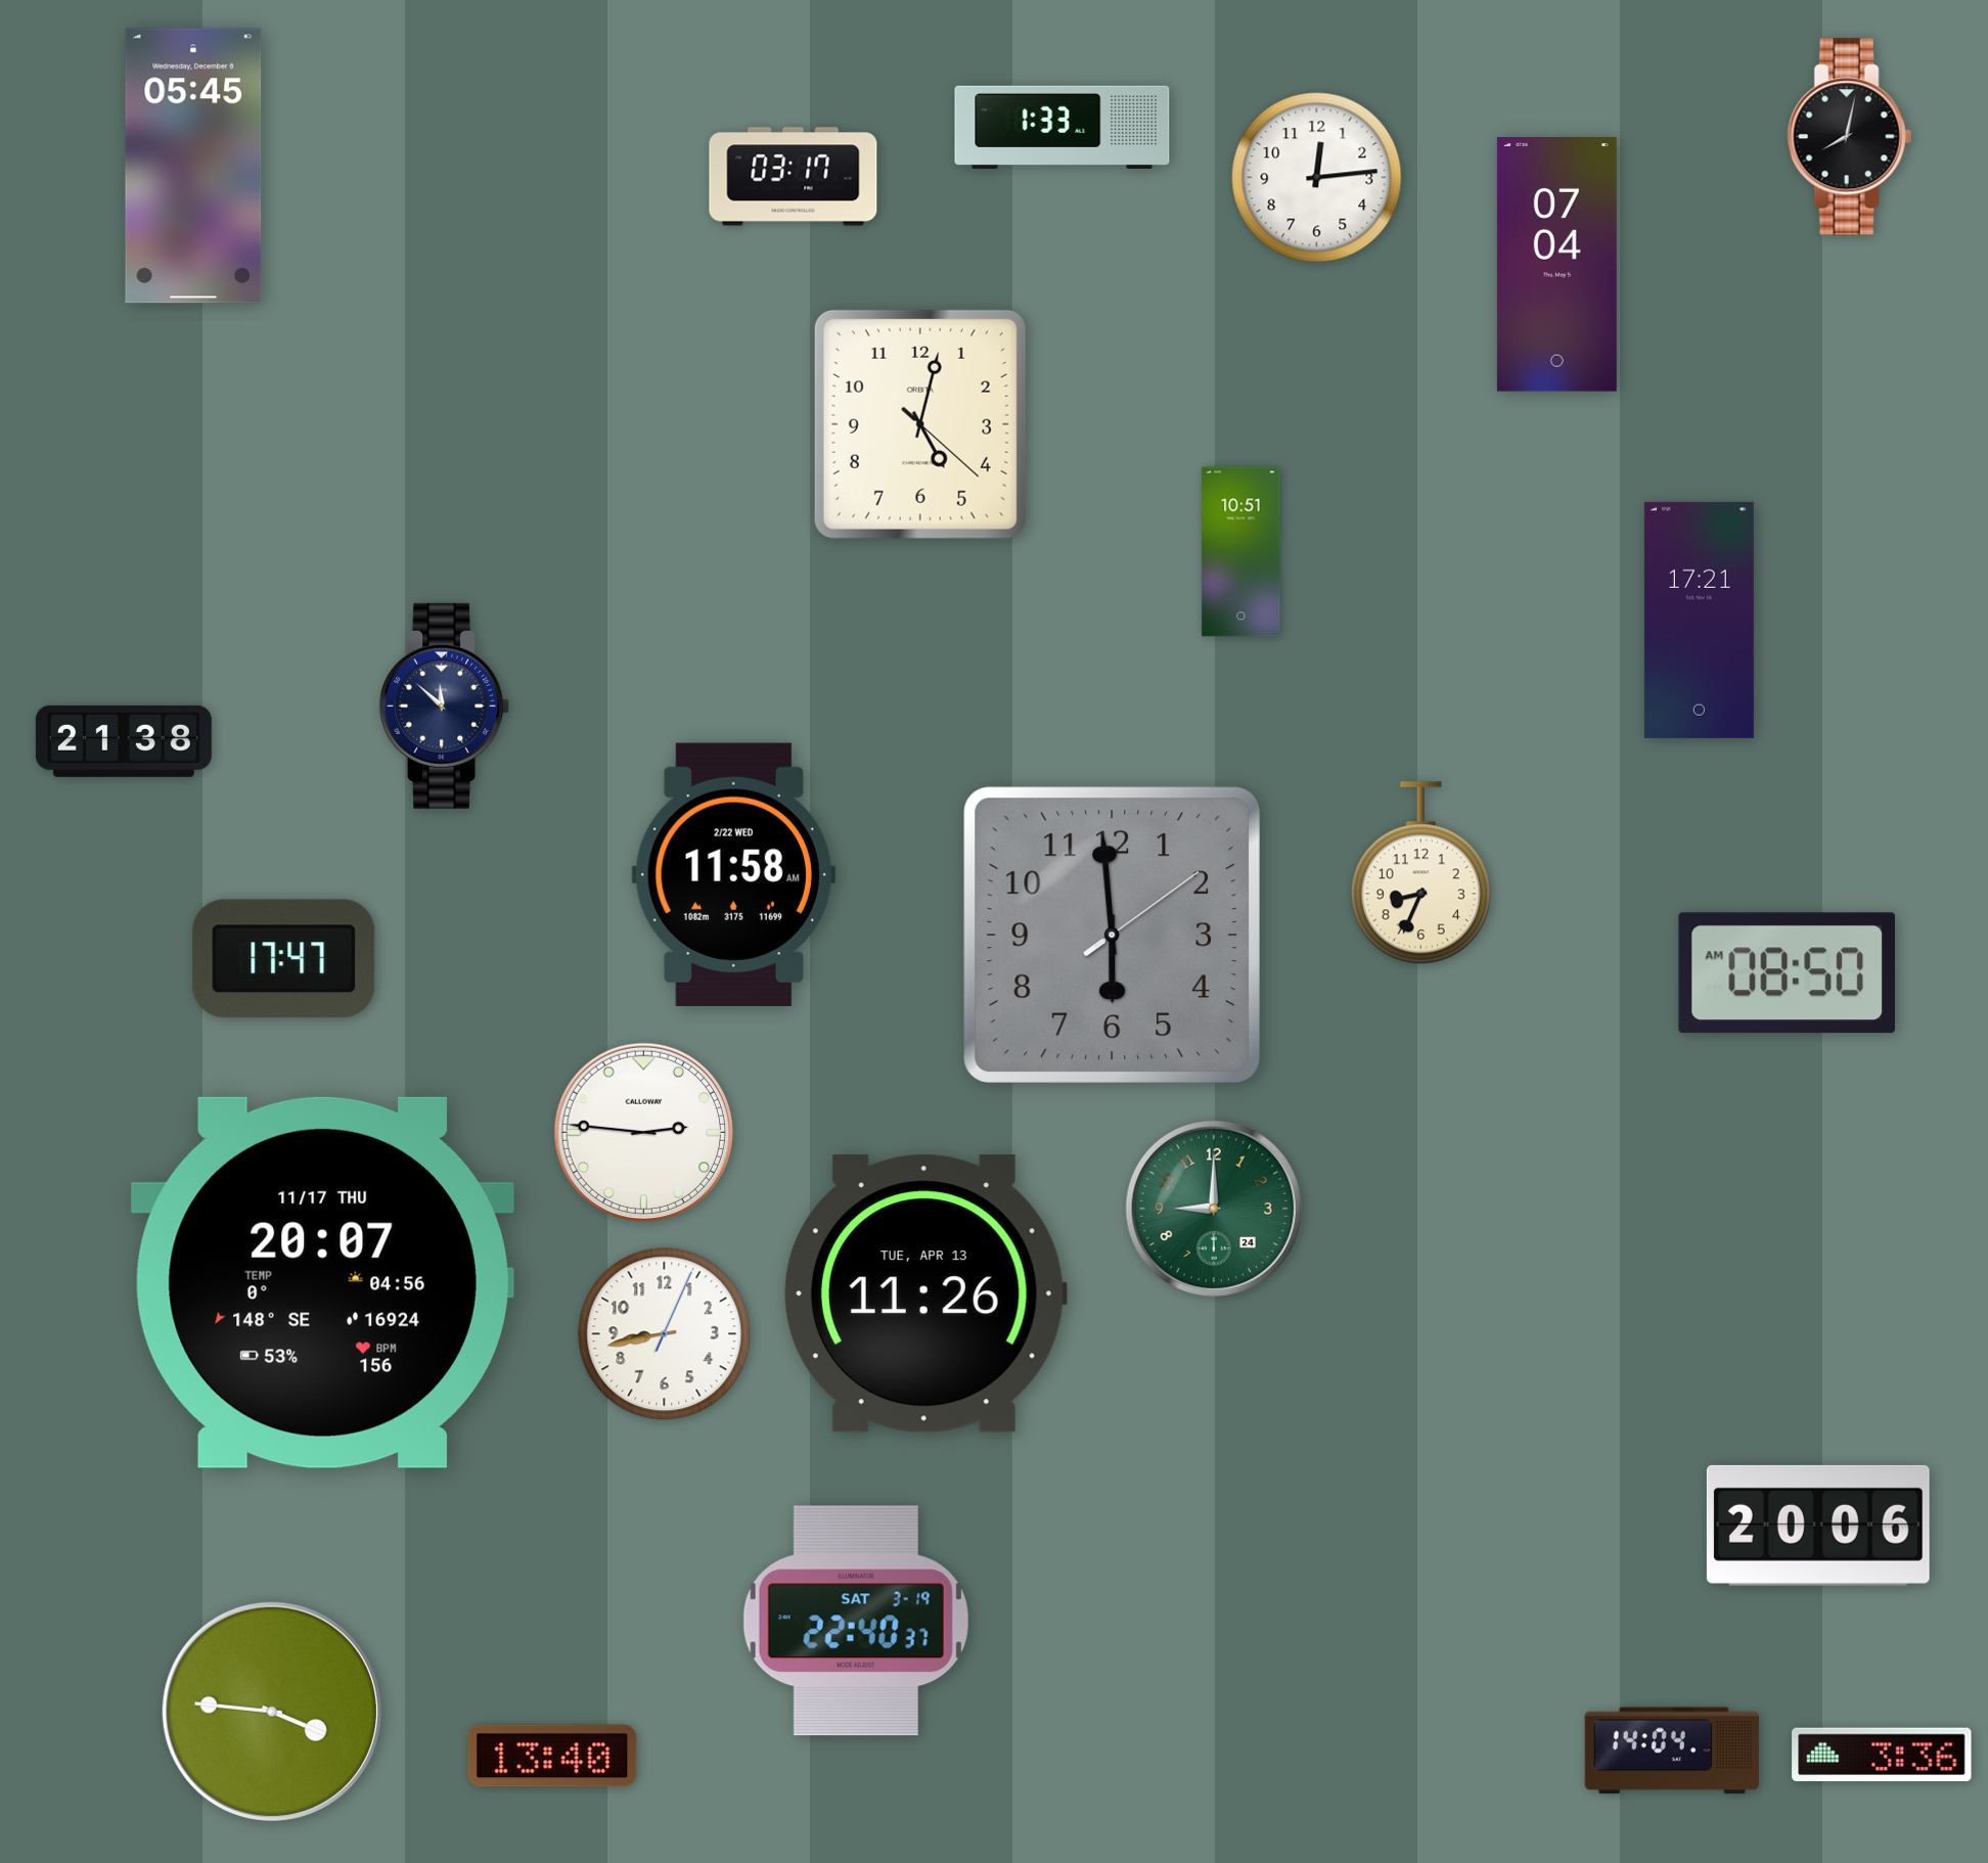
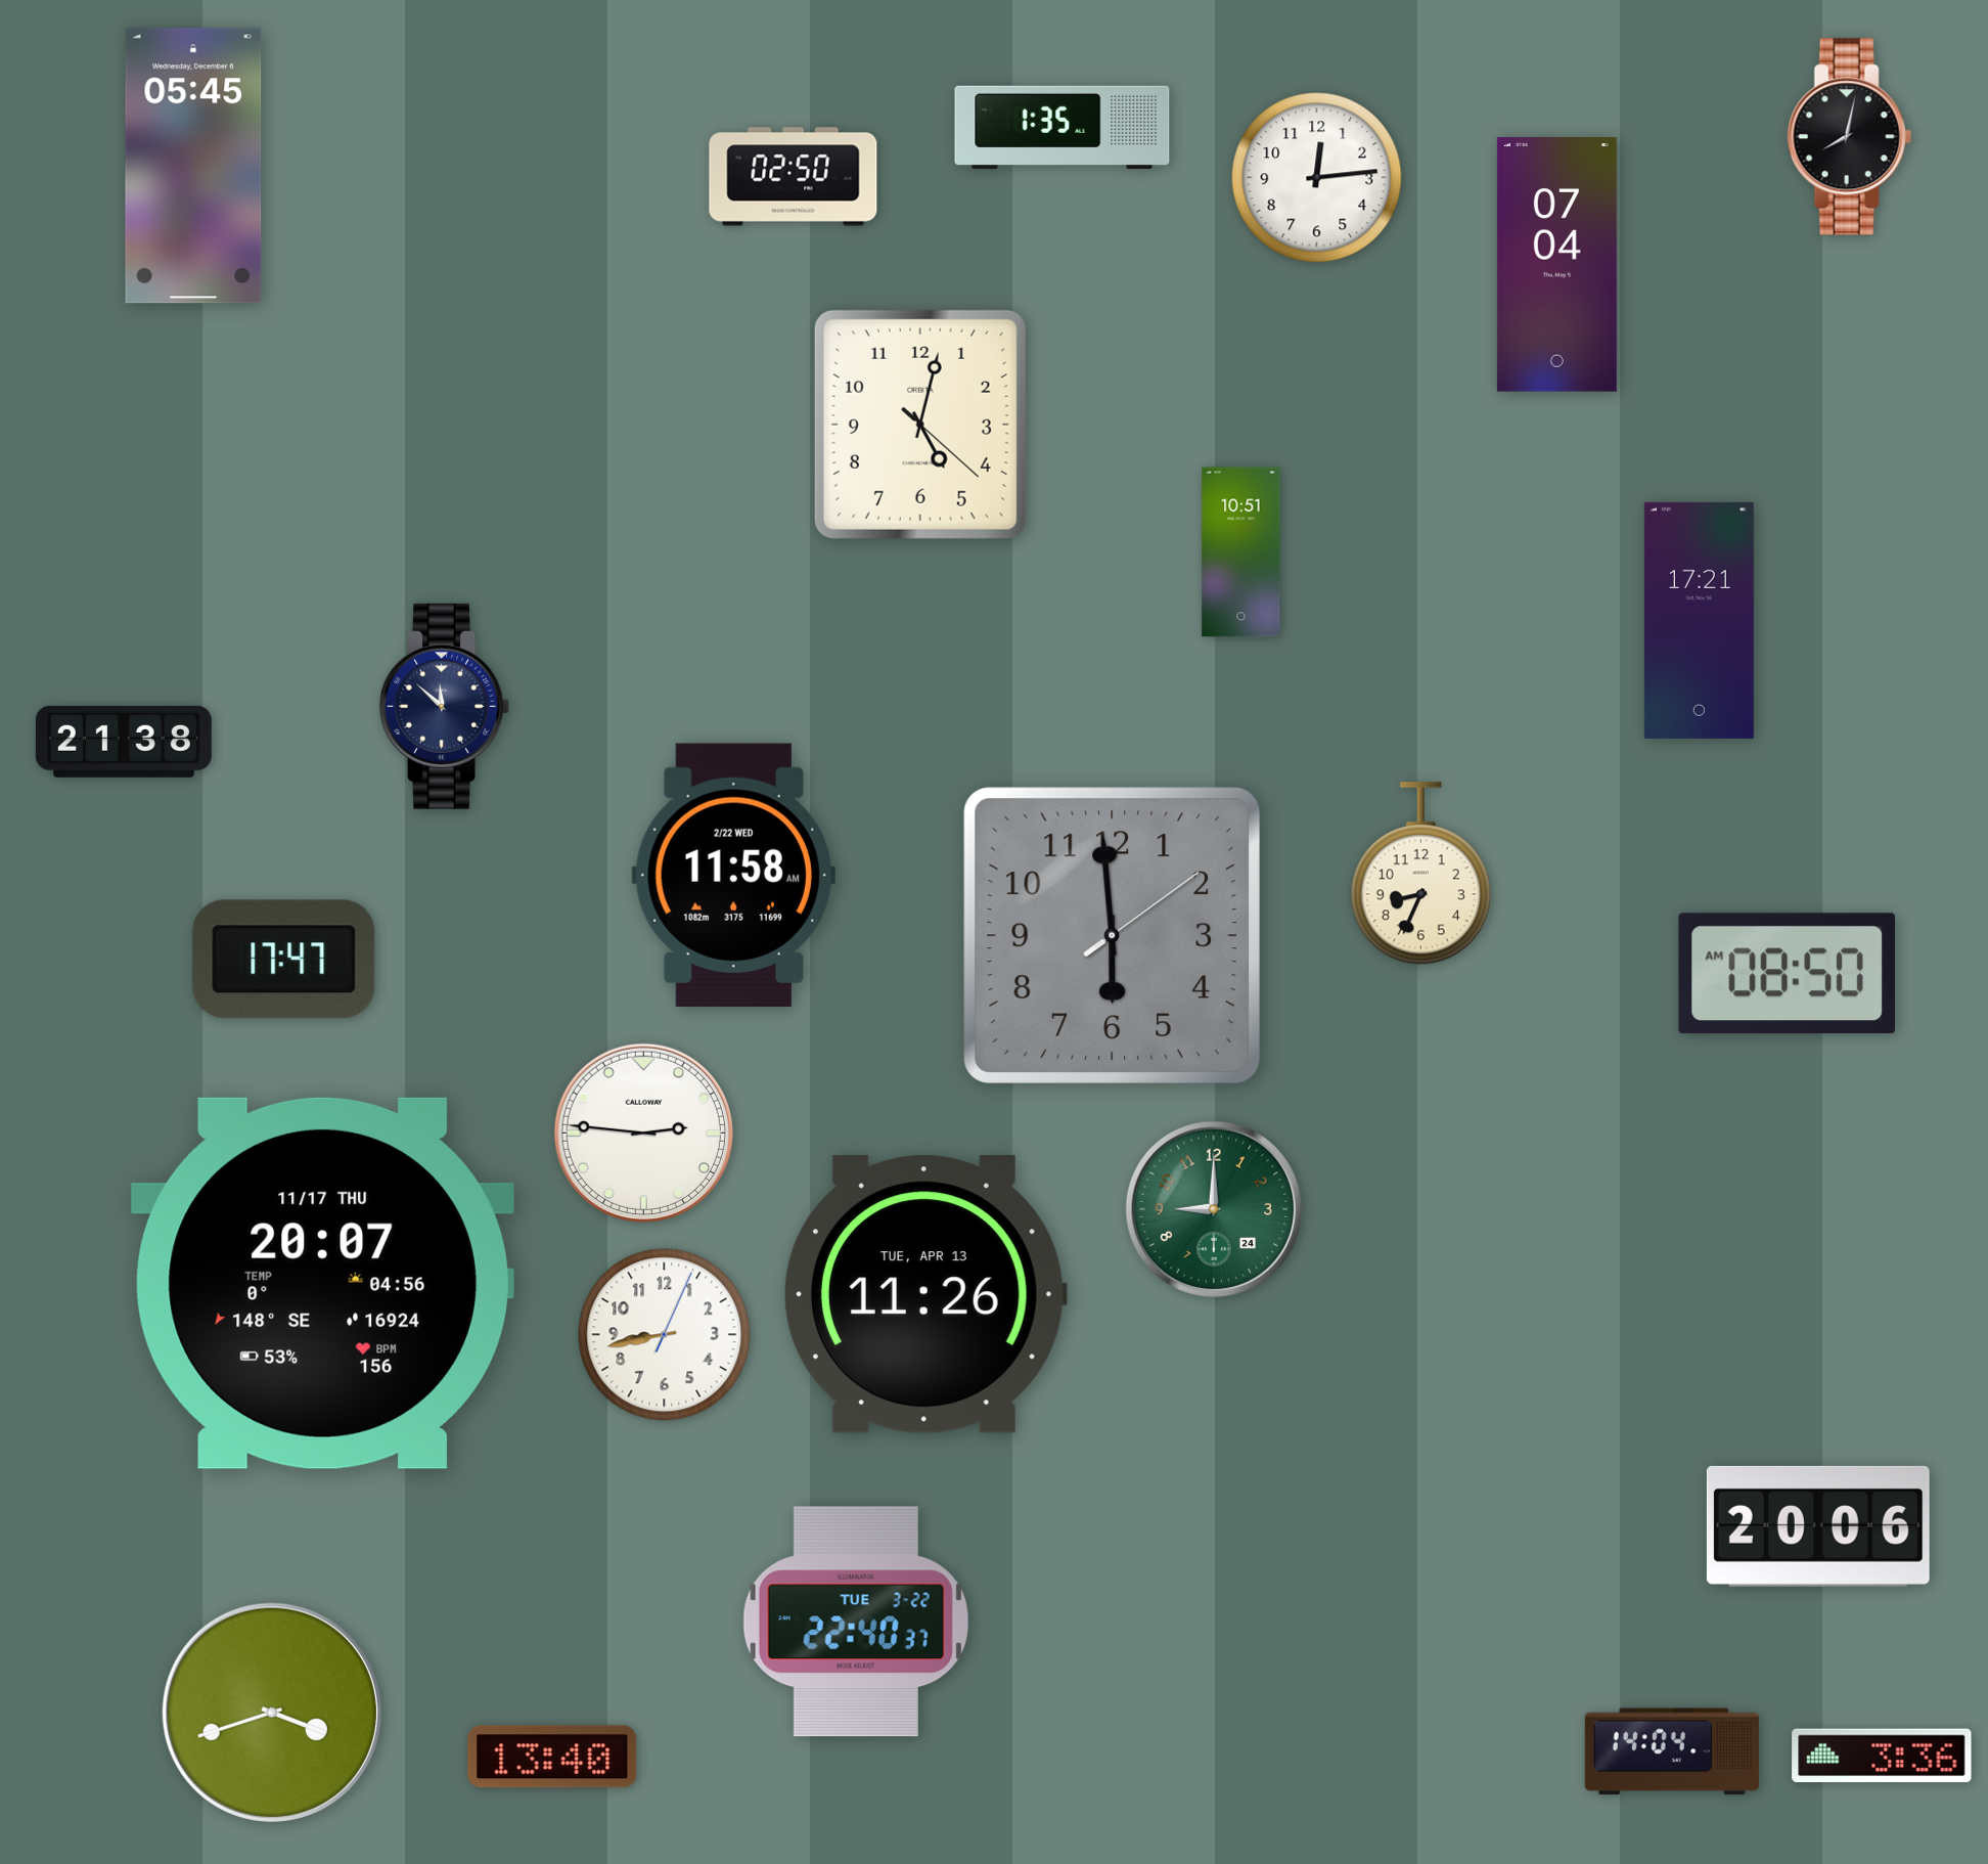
clock at (1063, 127): 1:33 -> 1:35
clock at (794, 177): 03:17 -> 02:50
clock at (856, 1621) date: SAT 3-19 -> TUE 3-22
clock at (272, 1712): 3:46 -> 3:42
